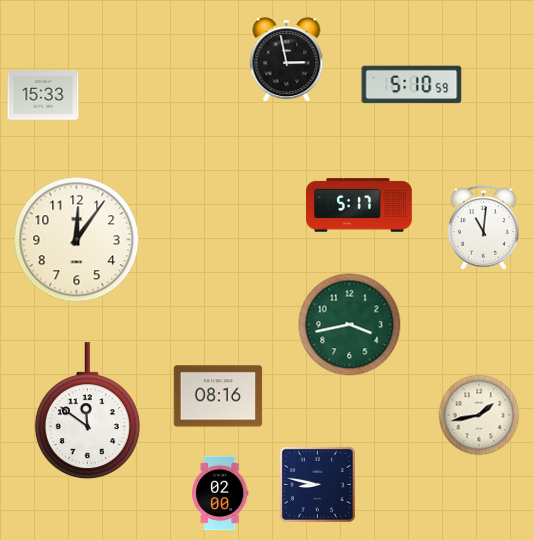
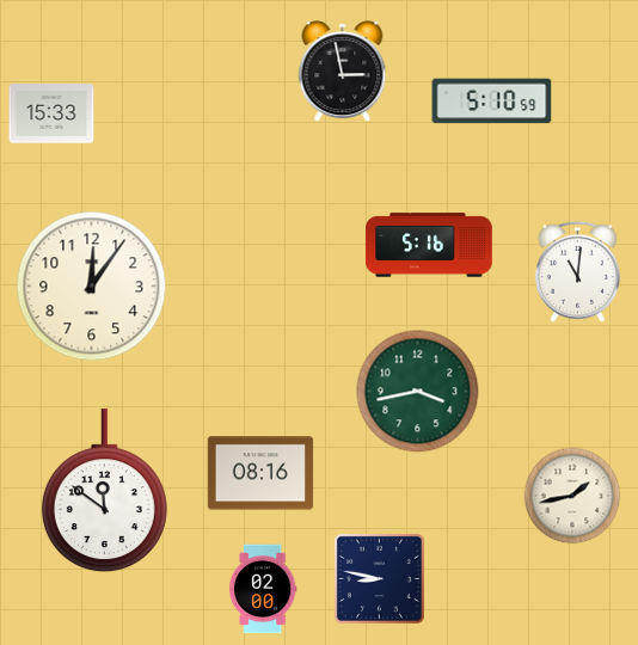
clock at (360, 205): 5:17 -> 5:16
clock at (350, 325) position: (350, 325) -> (418, 392)
